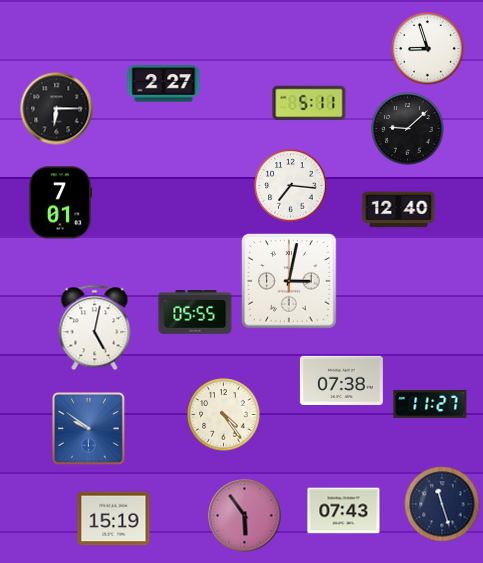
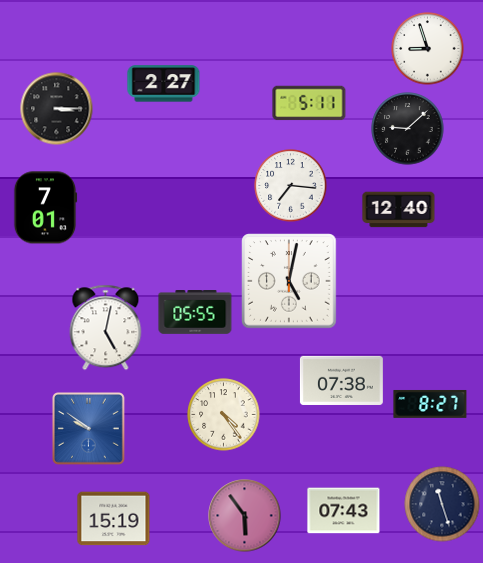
clock at (57, 109): 6:15 -> 3:15
clock at (60, 203) position: (60, 203) -> (45, 208)
clock at (289, 281): 3:02 -> 5:02
clock at (95, 328) position: (95, 328) -> (106, 328)
clock at (430, 404): 11:27 -> 8:27
